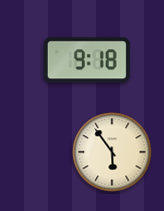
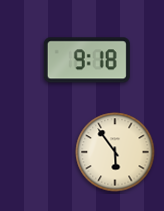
clock at (112, 152) position: (112, 152) -> (115, 152)
